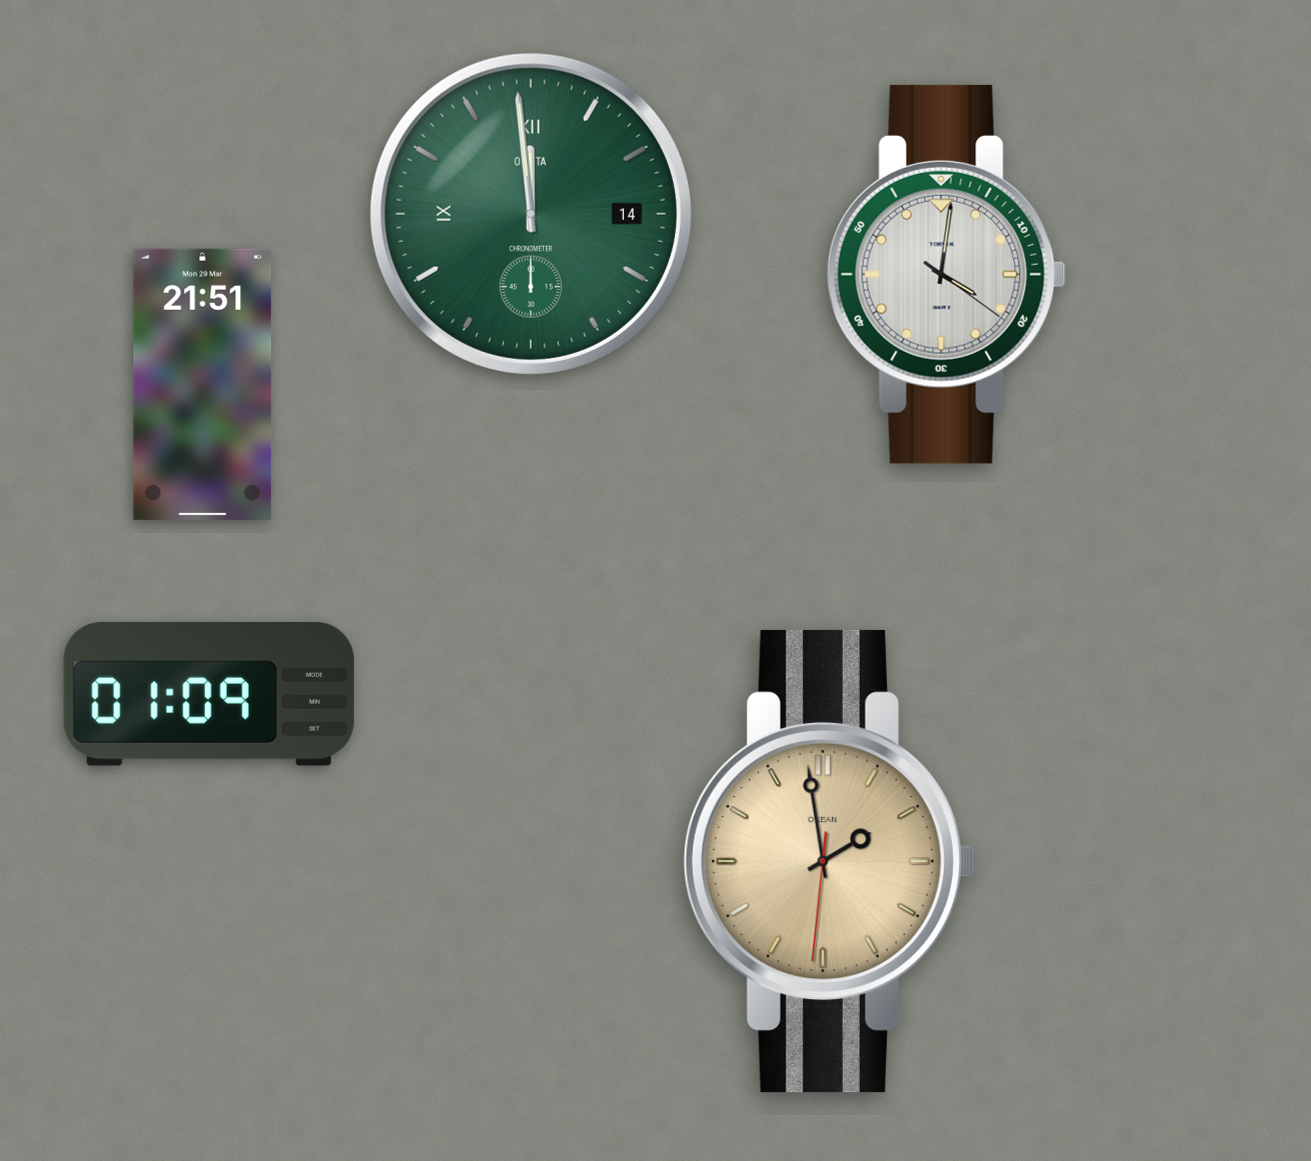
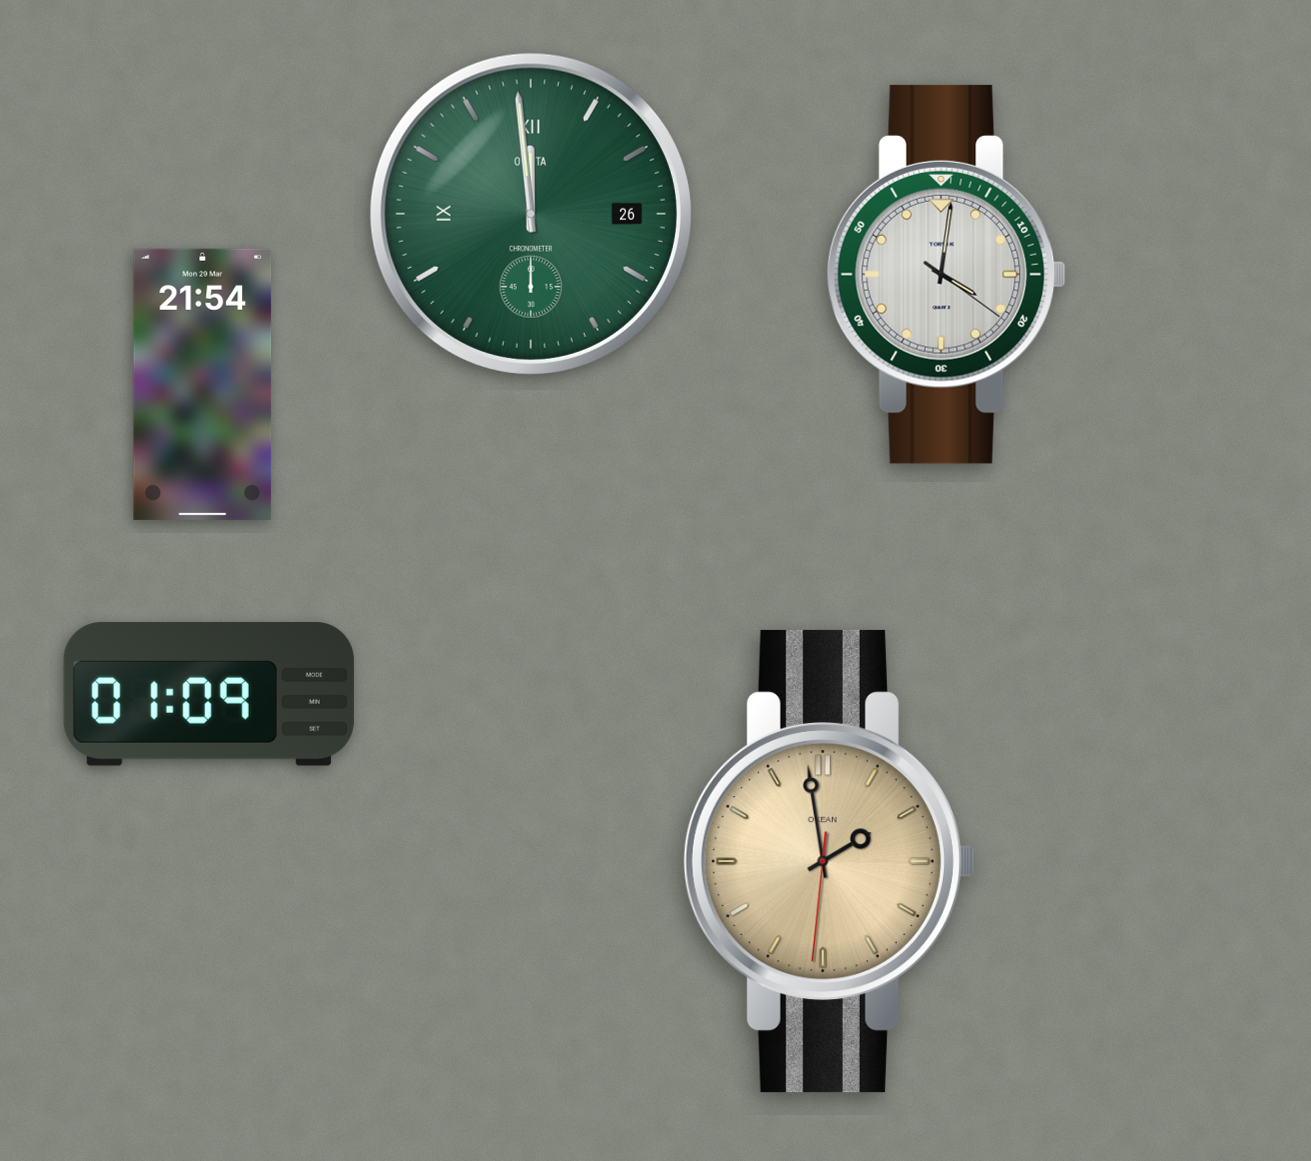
clock at (531, 214) date: 14 -> 26
clock at (203, 384): 21:51 -> 21:54
